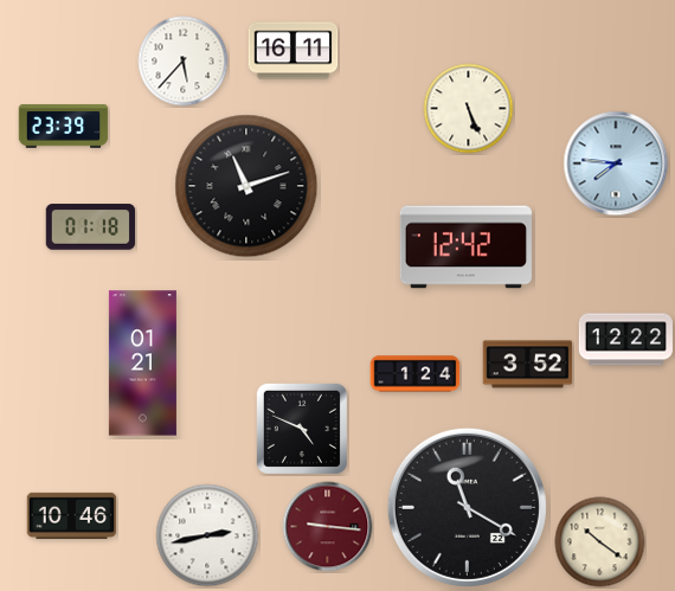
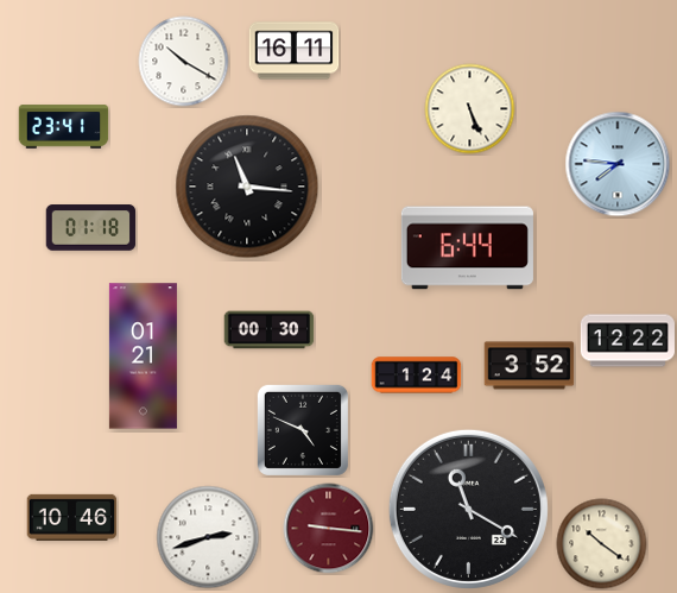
clock at (184, 62): 5:37 -> 10:20
clock at (64, 127): 23:39 -> 23:41
clock at (246, 186): 11:12 -> 11:16
clock at (465, 248): 12:42 -> 6:44
clock at (270, 330): none -> 00:30
clock at (142, 364) position: (142, 364) -> (143, 357)
clock at (207, 535): 2:43 -> 2:42
